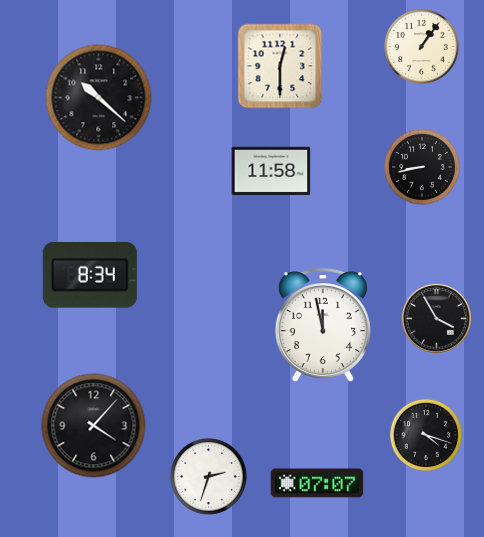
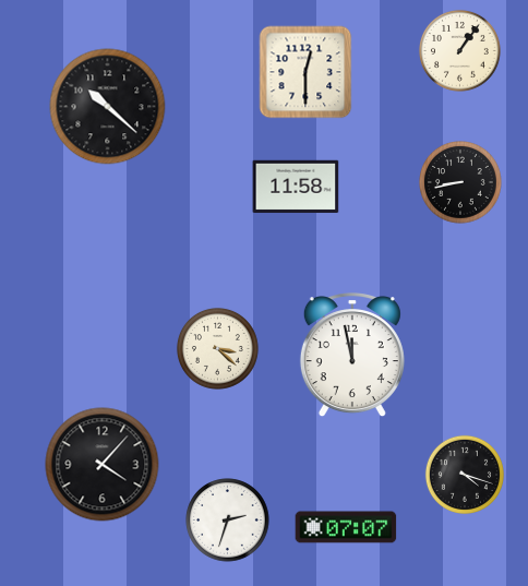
clock at (90, 276): 8:34 -> none
clock at (436, 318): 3:55 -> none
clock at (217, 348): none -> 3:22
